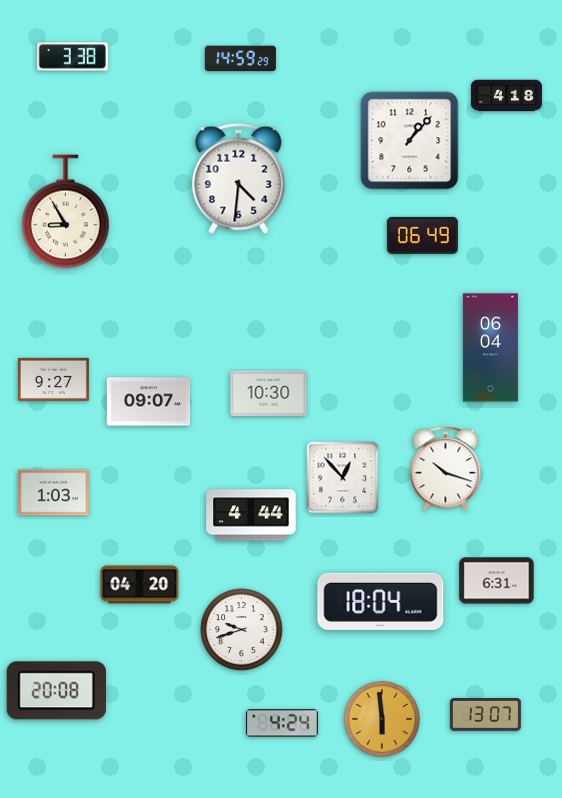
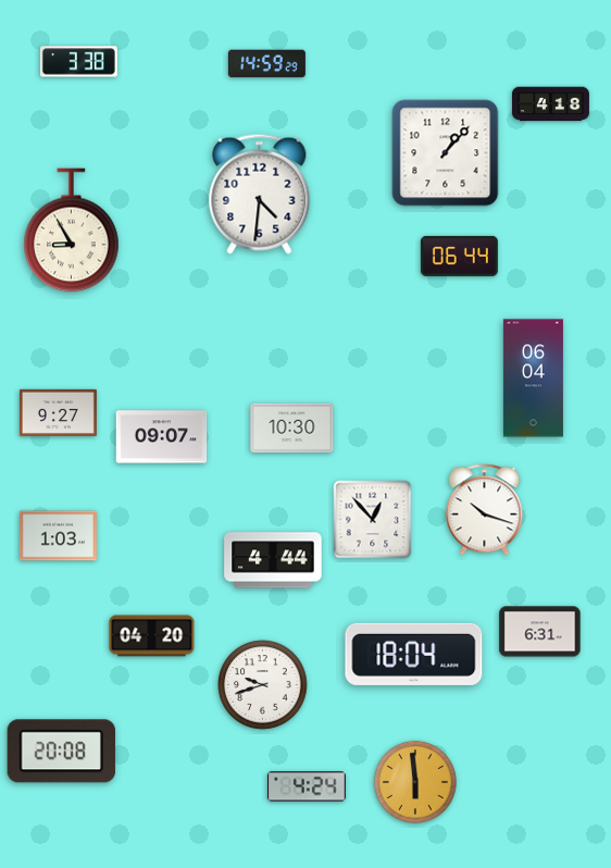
clock at (240, 59) position: (240, 59) -> (266, 64)
clock at (422, 235): 06:49 -> 06:44
clock at (485, 715): 13:07 -> none
